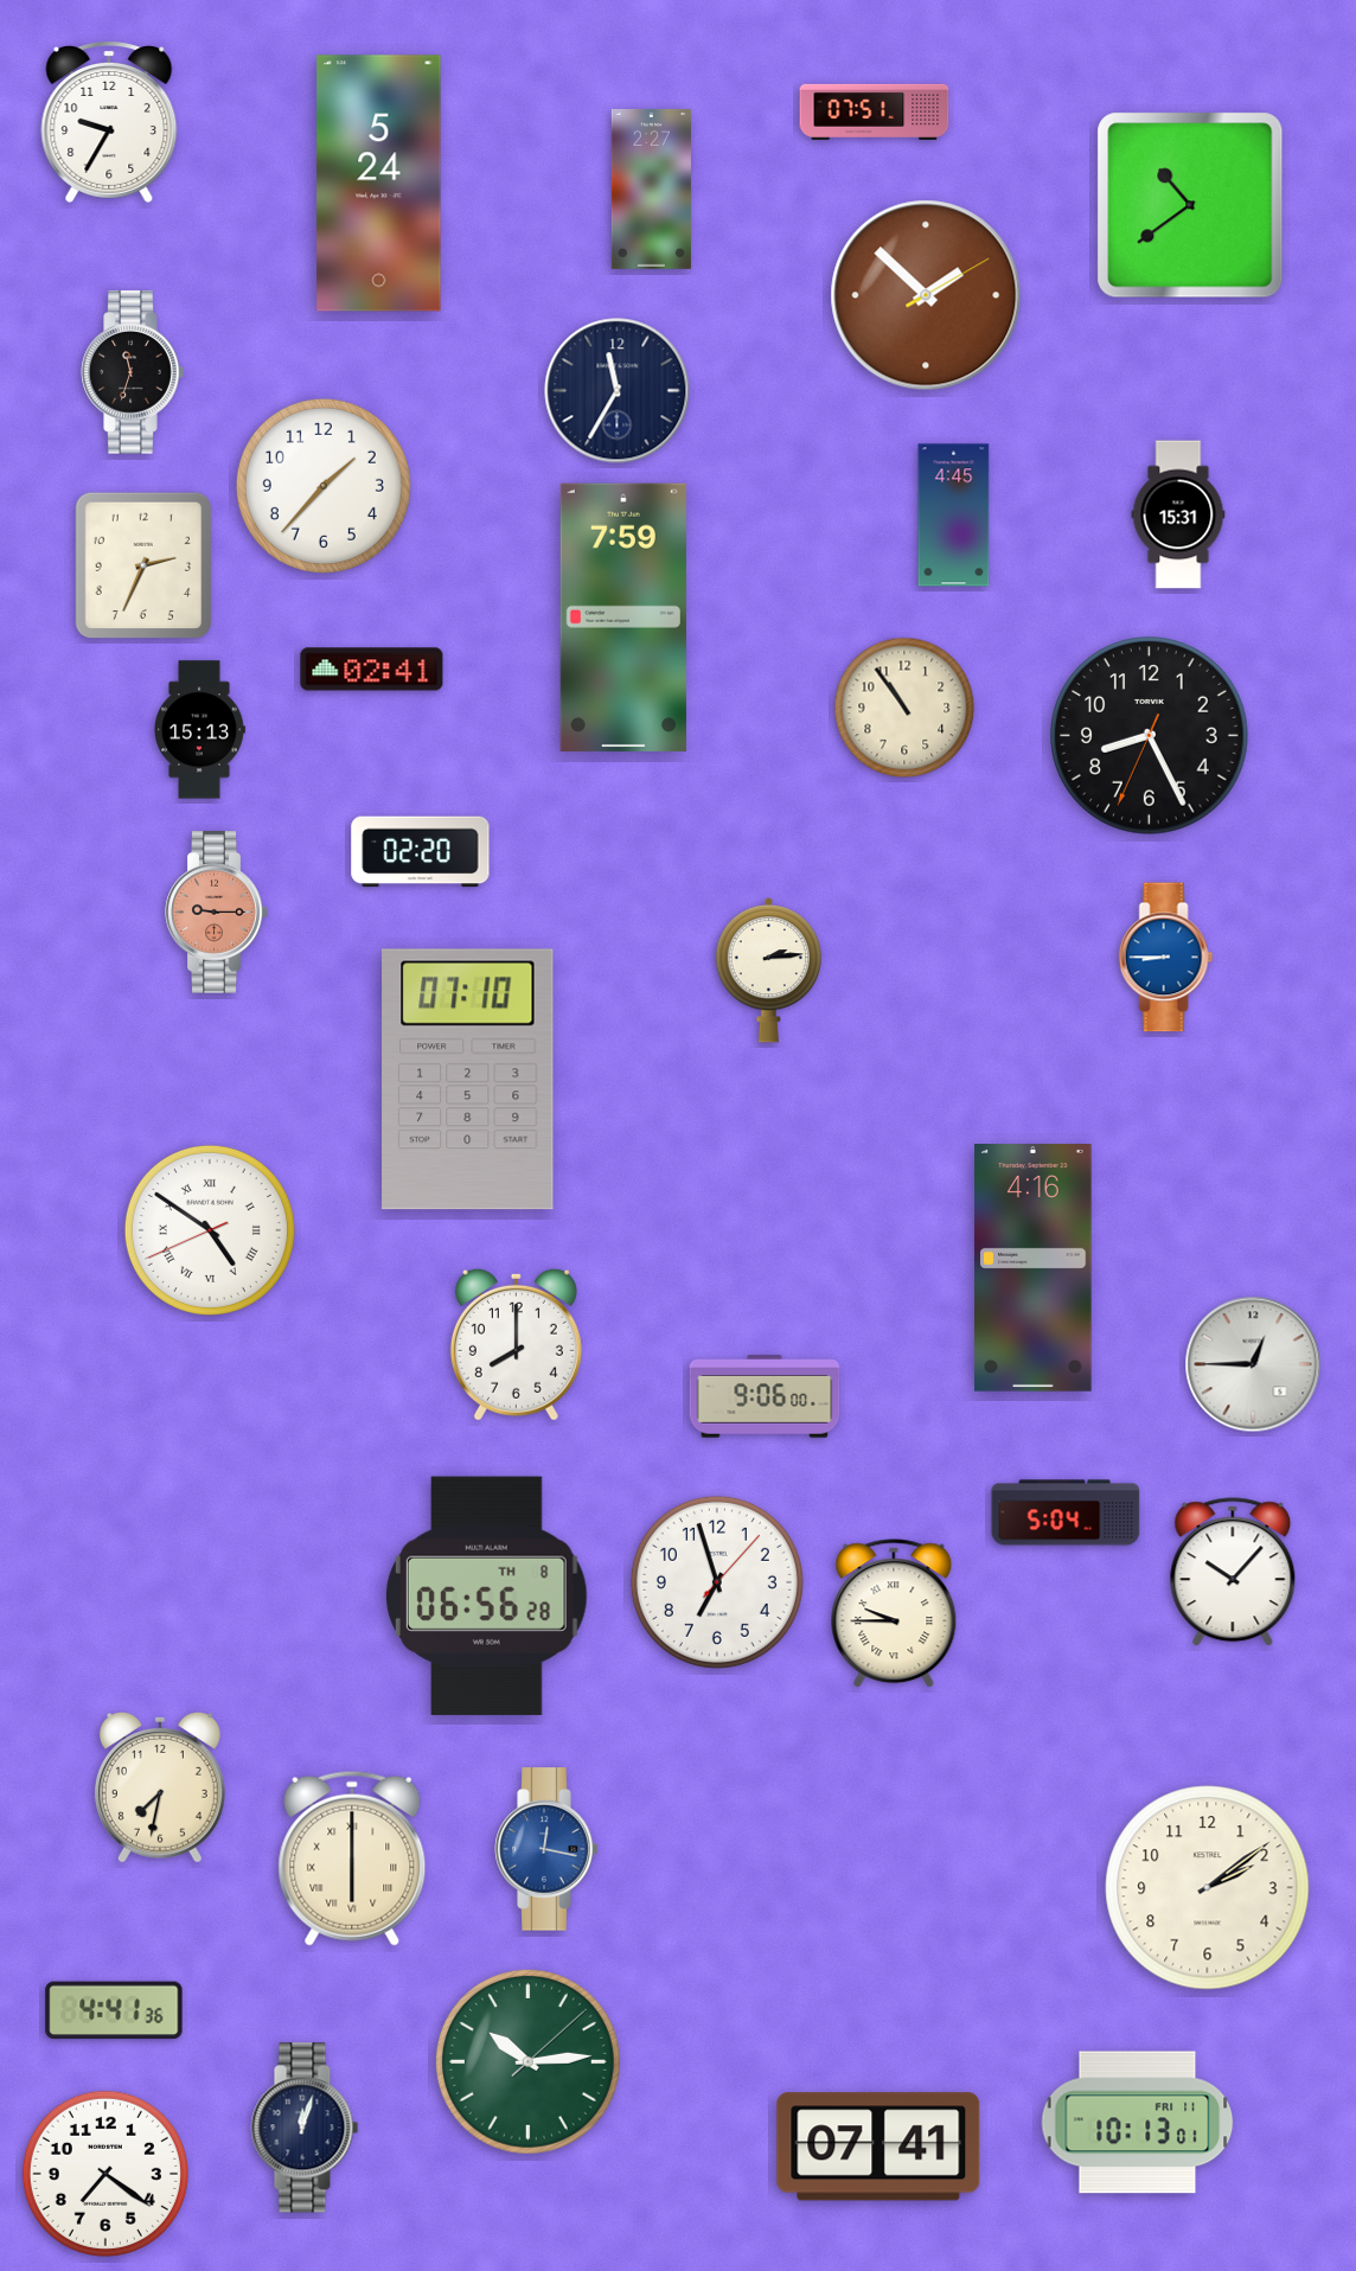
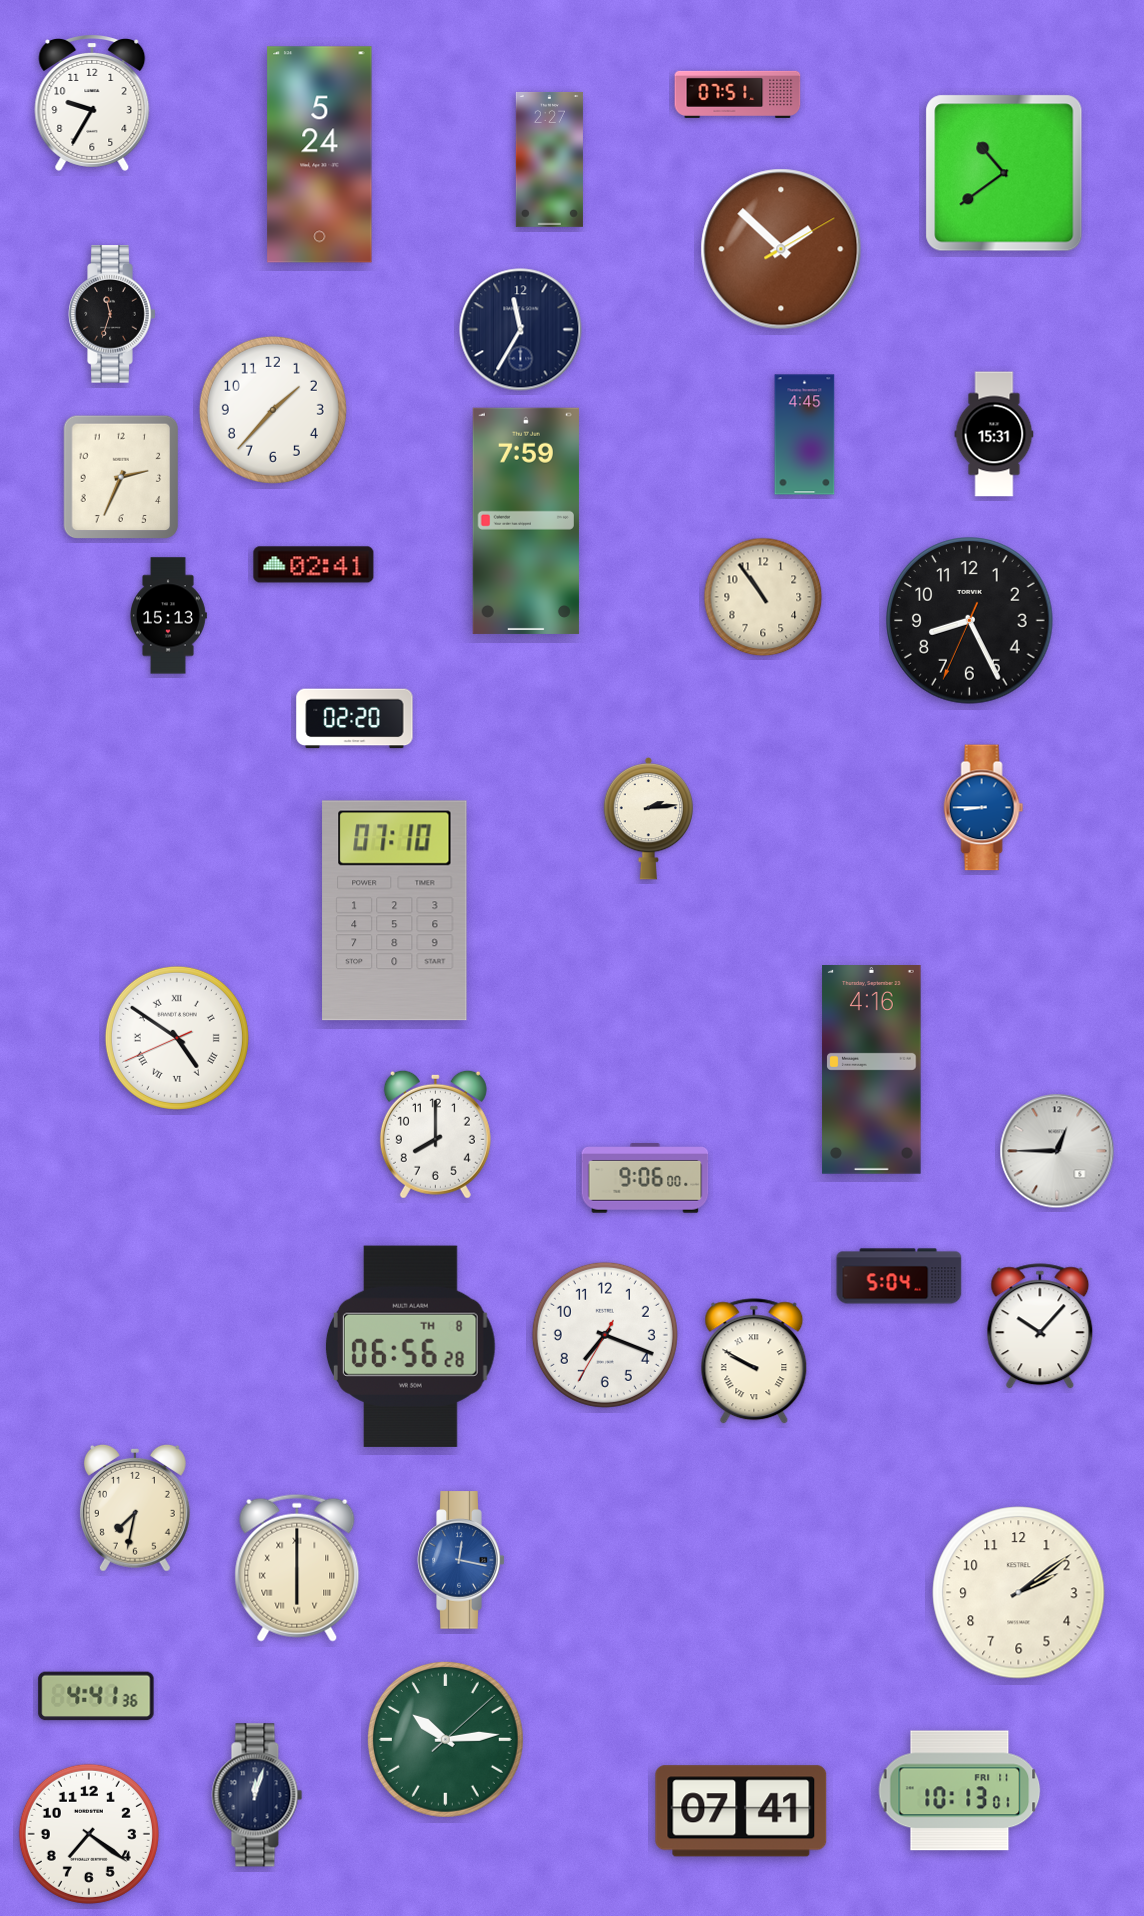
clock at (217, 913): 9:15 -> none
clock at (717, 1582): 6:57 -> 7:18
clock at (894, 1614): 9:45 -> 9:50
